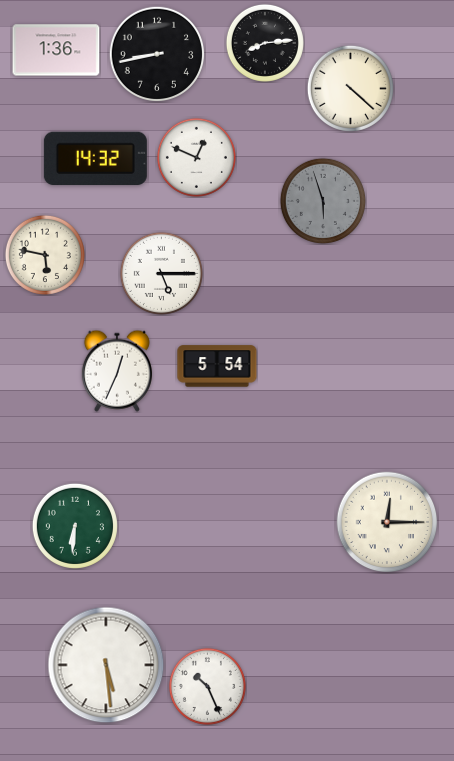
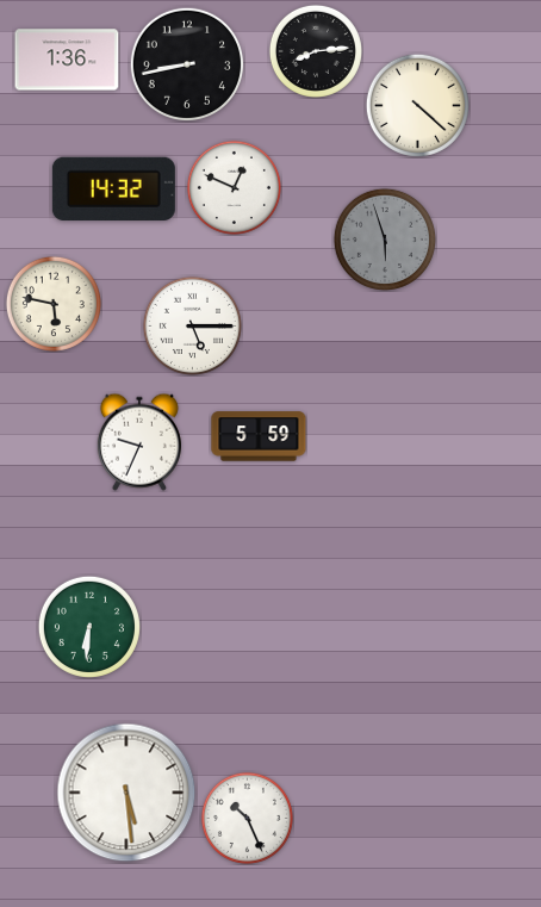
clock at (217, 366): 5:54 -> 5:59
clock at (117, 371): 12:34 -> 9:34
clock at (387, 522): 12:15 -> none
